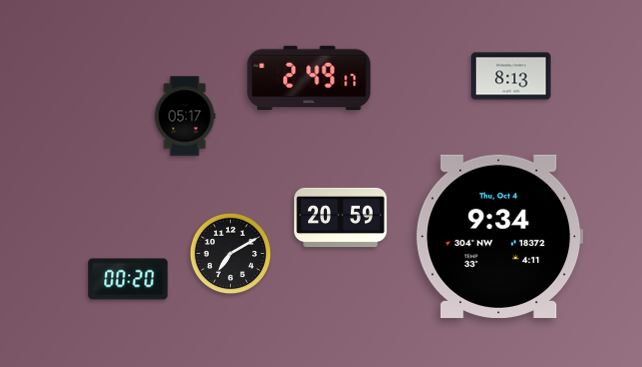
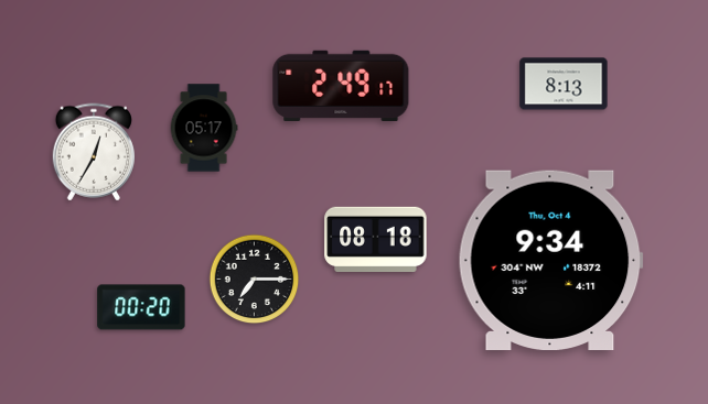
clock at (93, 152): none -> 12:35
clock at (341, 217): 20:59 -> 08:18
clock at (231, 254): 7:10 -> 7:15
